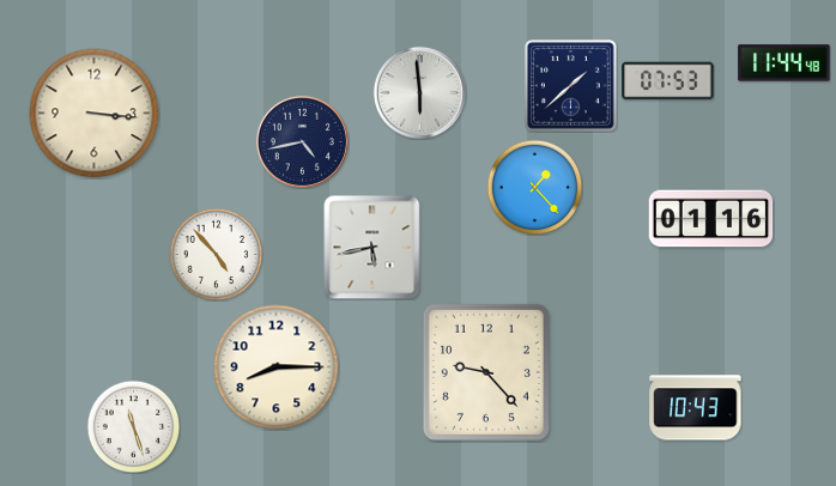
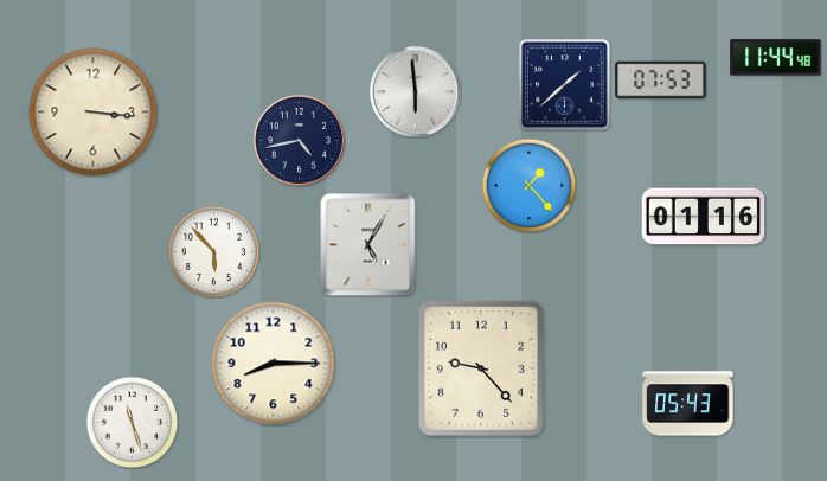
clock at (784, 63) position: (784, 63) -> (776, 58)
clock at (372, 247): 5:43 -> 5:05
clock at (216, 254): 4:53 -> 5:53
clock at (696, 408): 10:43 -> 05:43
